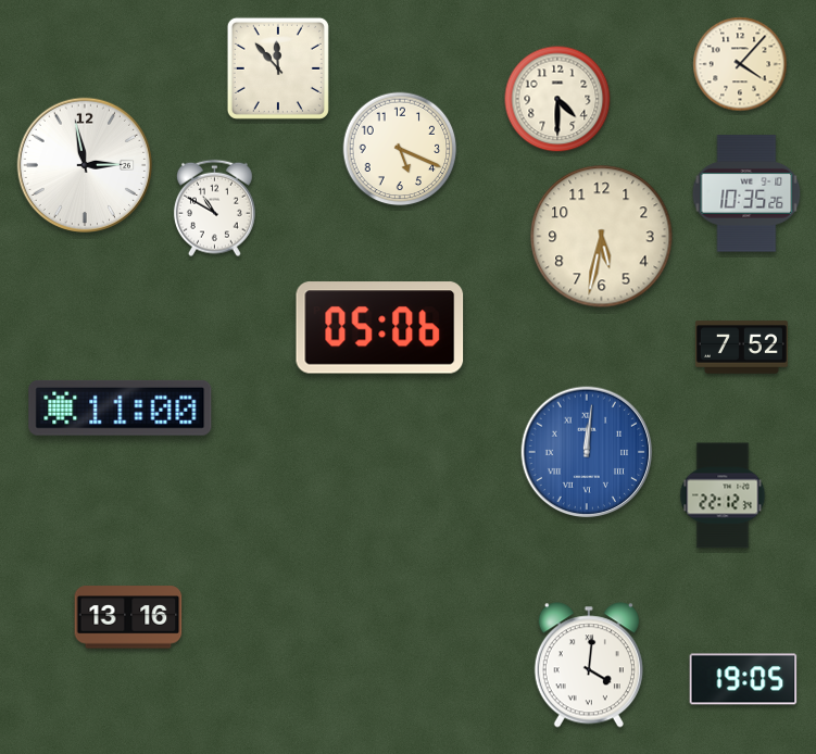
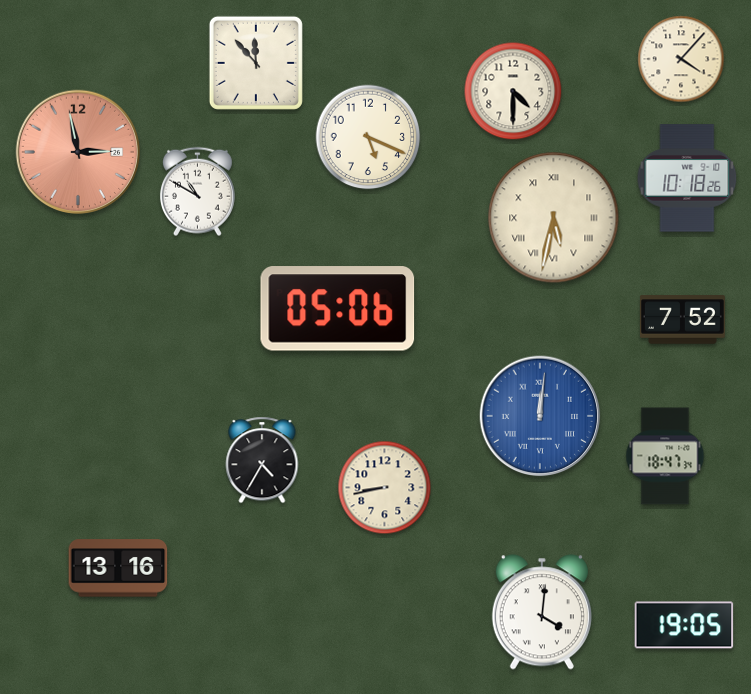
clock at (84, 164) dial: white -> salmon
clock at (746, 193): 10:35 -> 10:18
clock at (602, 237) numerals: Arabic -> Roman
clock at (380, 328) position: (380, 328) -> (338, 309)
clock at (121, 407): 11:00 -> none
clock at (723, 495): 22:12 -> 18:47
clock at (262, 460): none -> 4:35
clock at (385, 488): none -> 8:43
